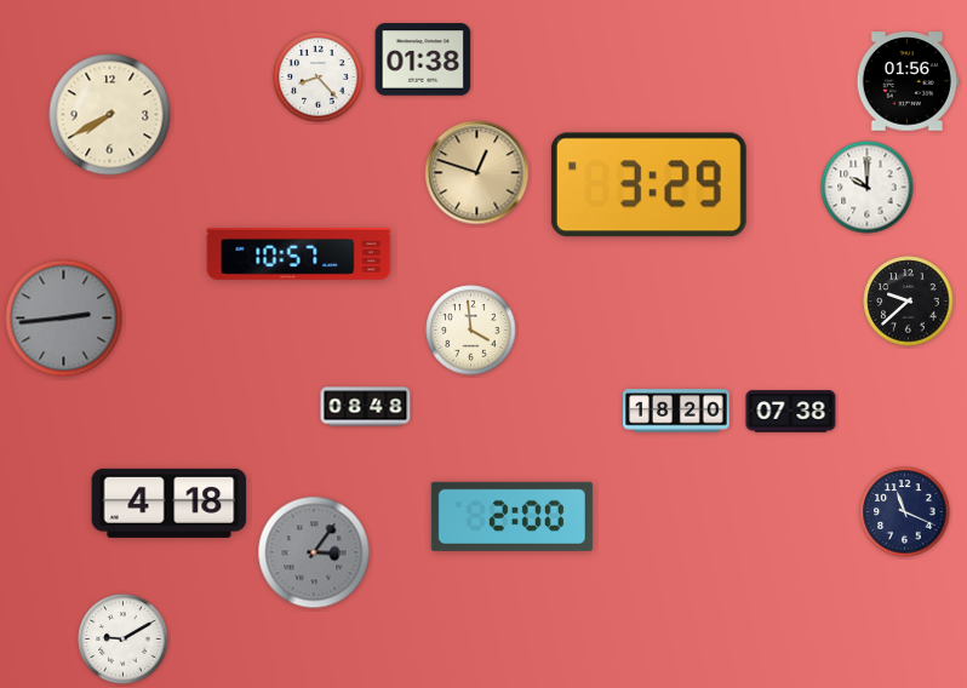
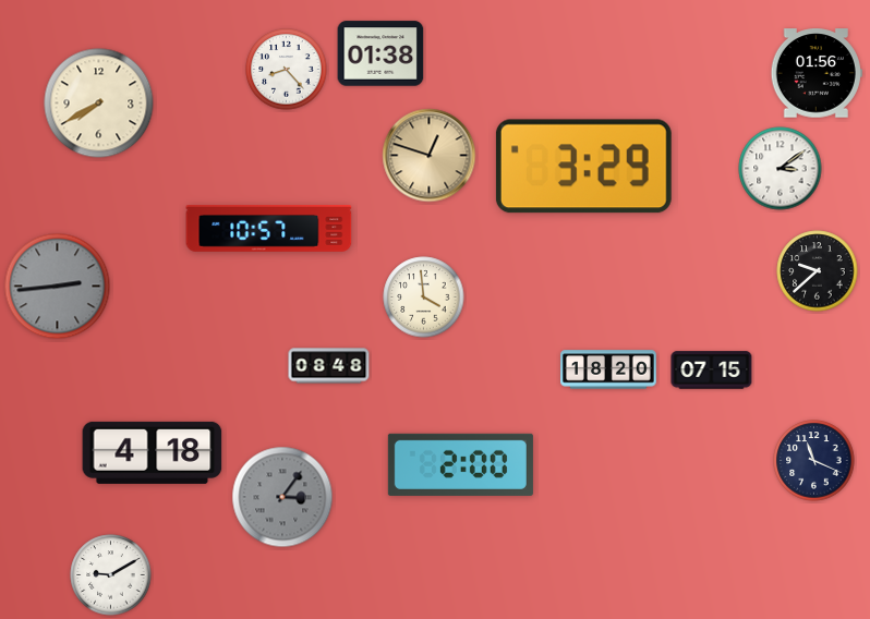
clock at (868, 188): 10:00 -> 3:09
clock at (791, 412): 07:38 -> 07:15
